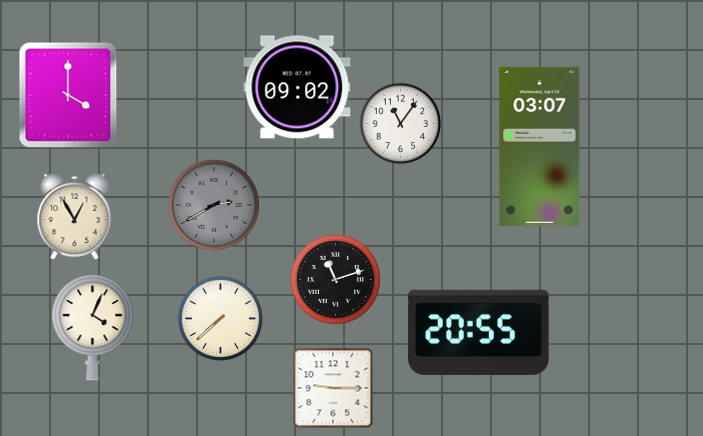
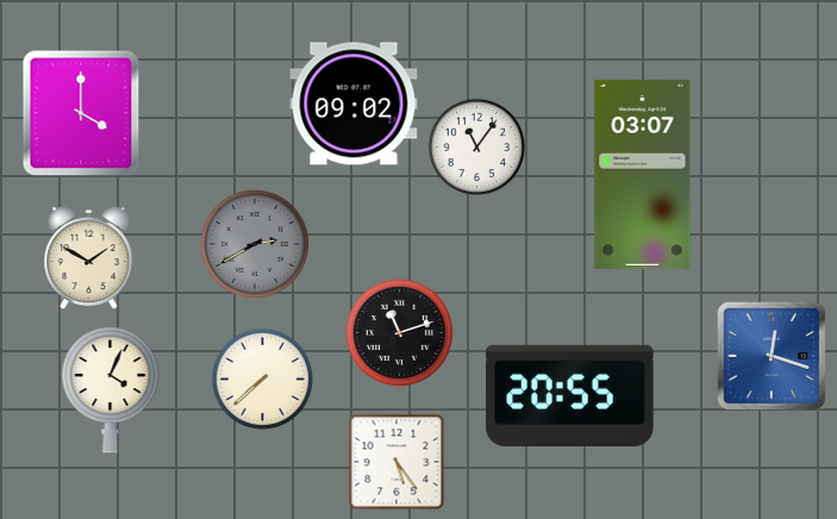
clock at (75, 217): 12:55 -> 1:50
clock at (772, 356): none -> 12:18
clock at (333, 388): 9:15 -> 5:24
